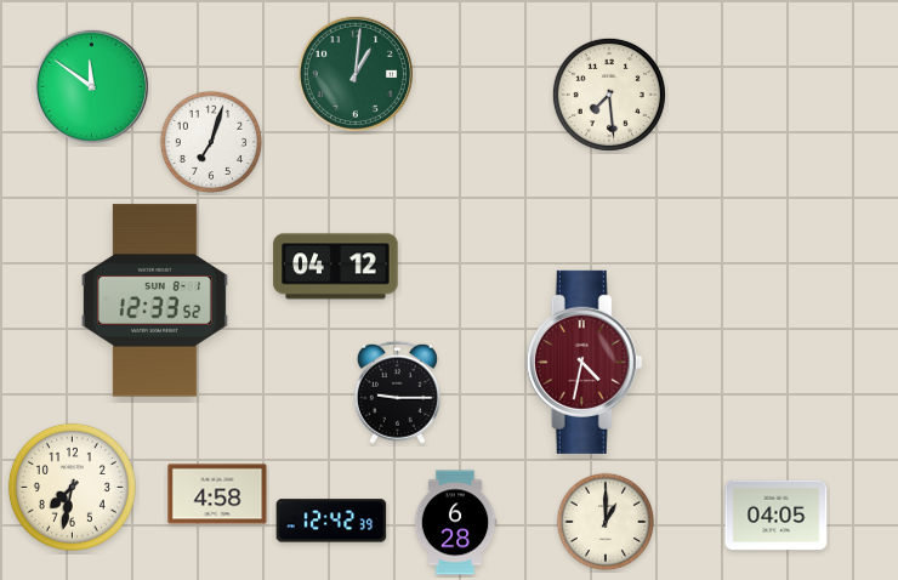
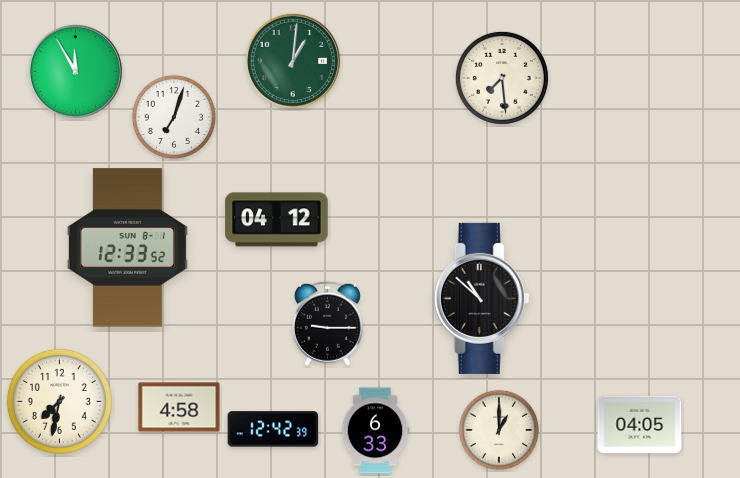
clock at (91, 86): 11:51 -> 11:55
clock at (585, 362): 4:32 -> 10:52
clock at (585, 362) dial: burgundy -> black
clock at (455, 523): 6:28 -> 6:33
